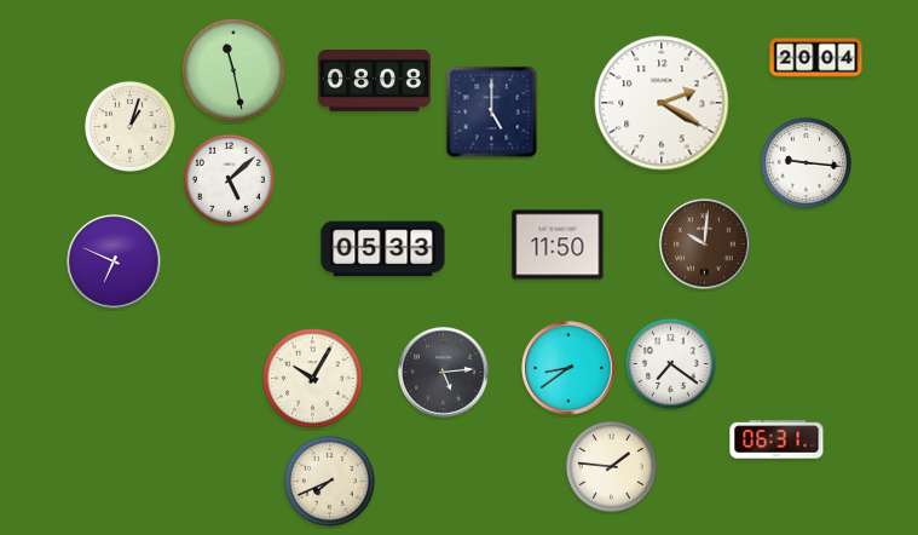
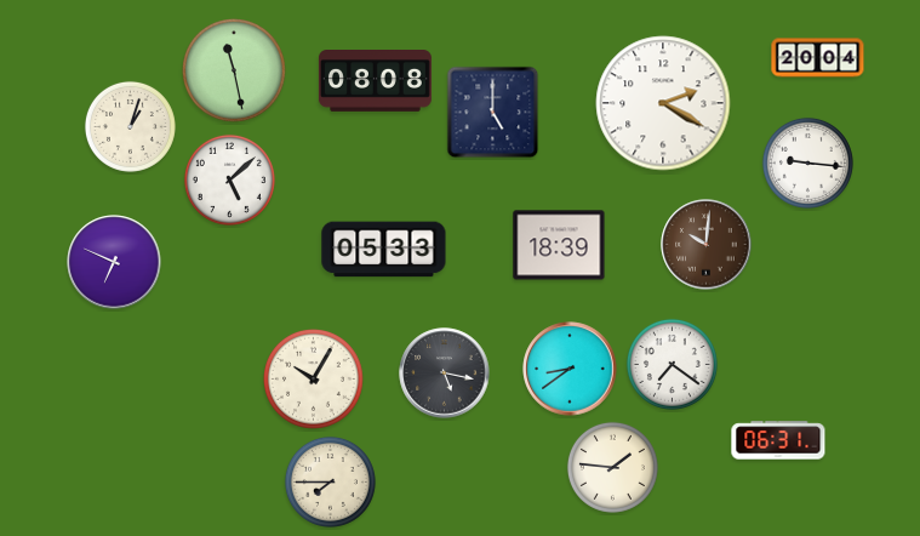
clock at (558, 245): 11:50 -> 18:39
clock at (444, 373): 5:14 -> 5:17
clock at (329, 481): 7:41 -> 7:45
